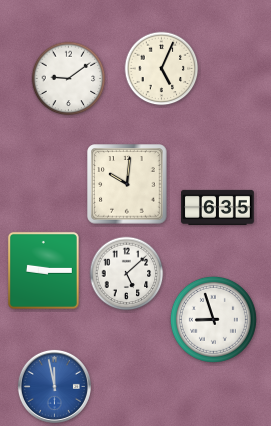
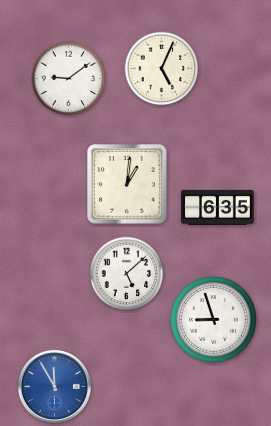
clock at (127, 184): 10:01 -> 1:01
clock at (43, 270): 9:15 -> none
clock at (54, 386): 11:58 -> 11:55
